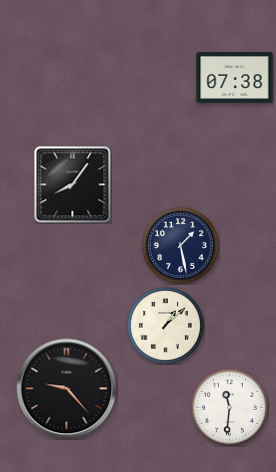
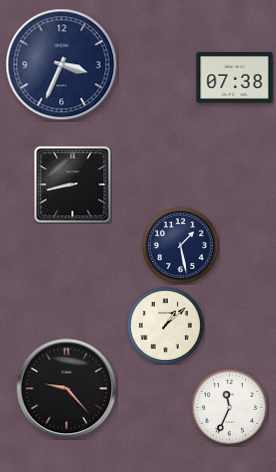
clock at (62, 65): none -> 3:34
clock at (73, 185): 8:06 -> 8:43
clock at (229, 407): 11:31 -> 11:34
